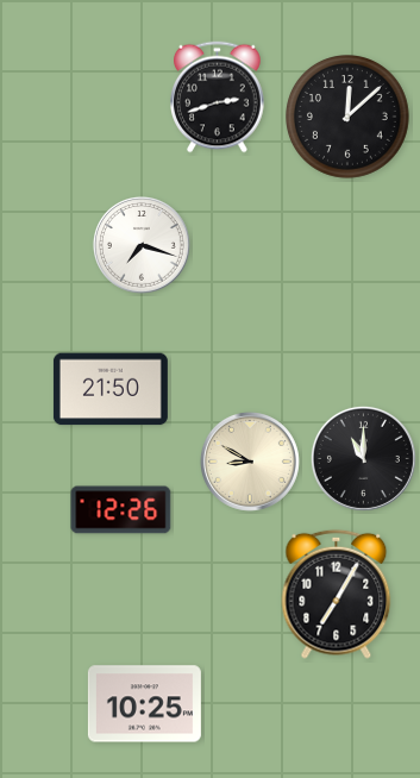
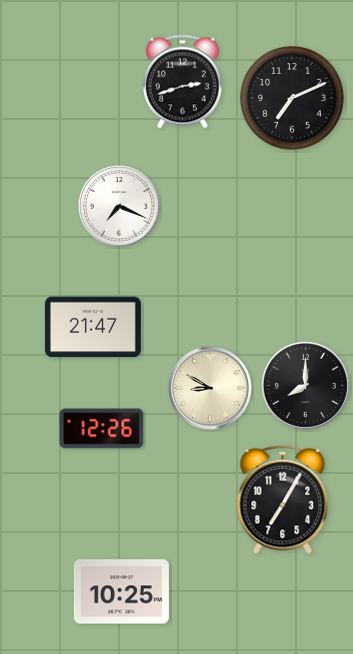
clock at (349, 118): 12:08 -> 7:11
clock at (142, 245): 7:18 -> 7:19
clock at (111, 389): 21:50 -> 21:47
clock at (363, 458): 11:00 -> 8:00
